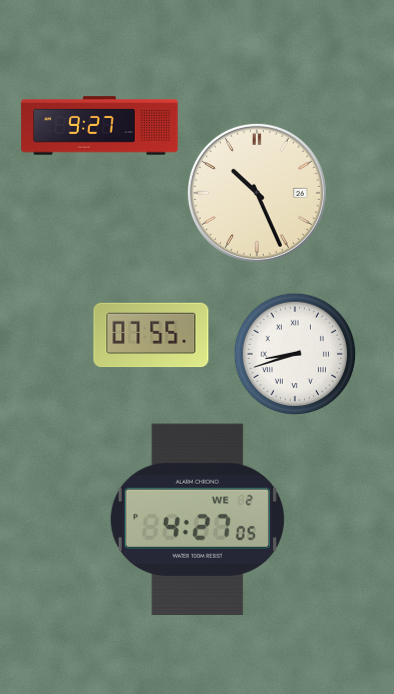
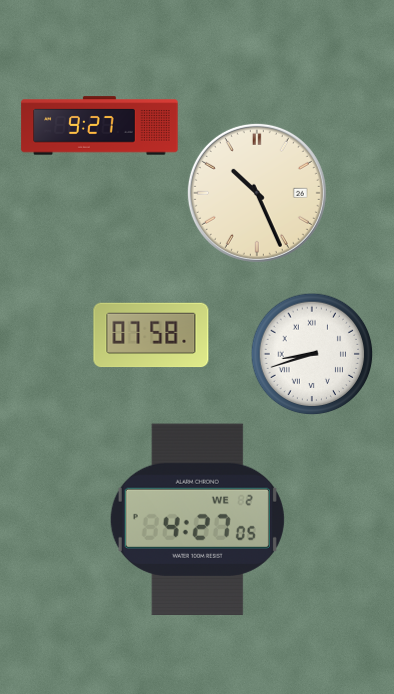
clock at (151, 335): 07:55 -> 07:58
clock at (295, 354) position: (295, 354) -> (312, 354)
